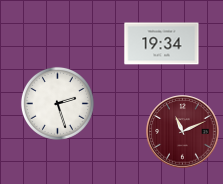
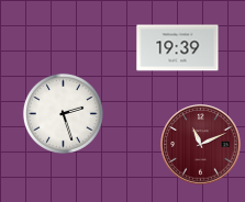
clock at (162, 44): 19:34 -> 19:39
